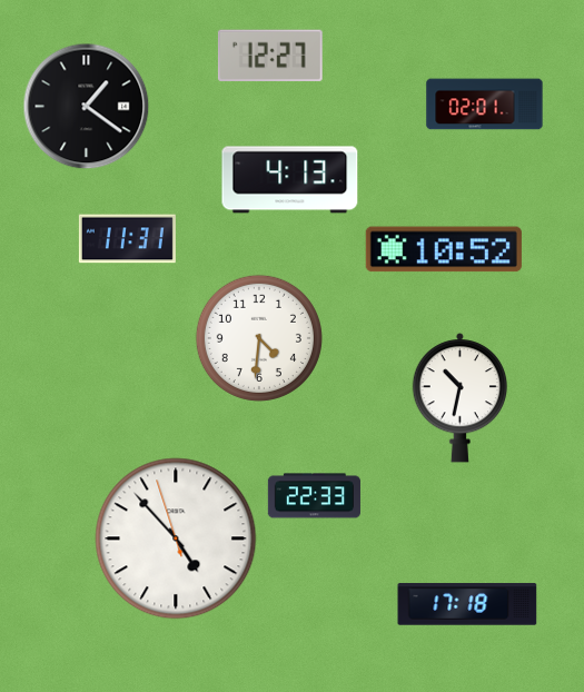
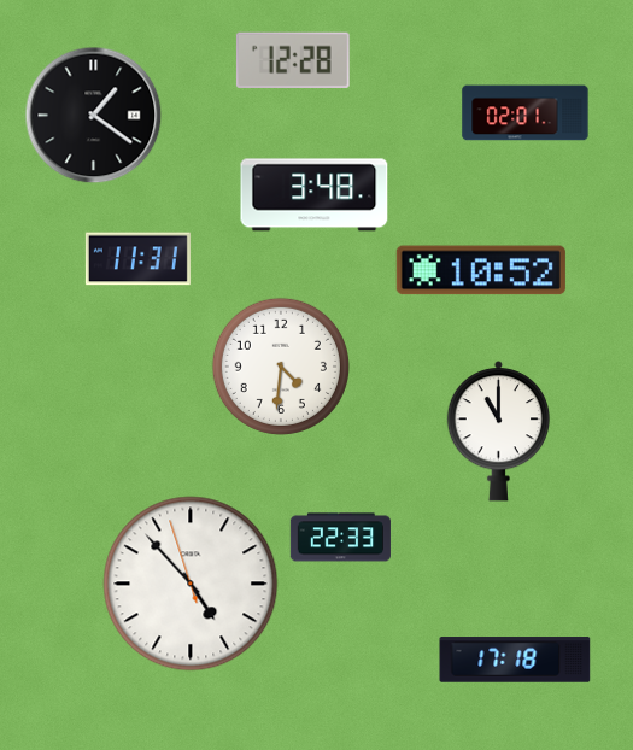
clock at (270, 56): 12:27 -> 12:28
clock at (290, 180): 4:13 -> 3:48
clock at (461, 398): 10:32 -> 11:00
clock at (467, 604) position: (467, 604) -> (515, 660)
